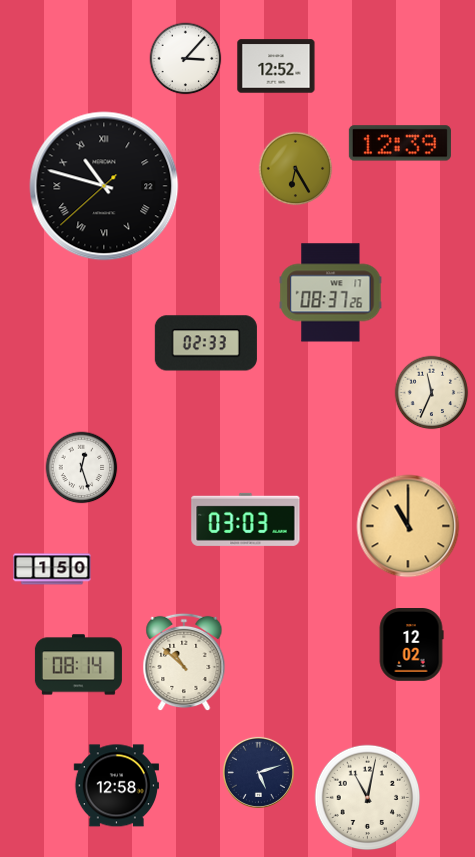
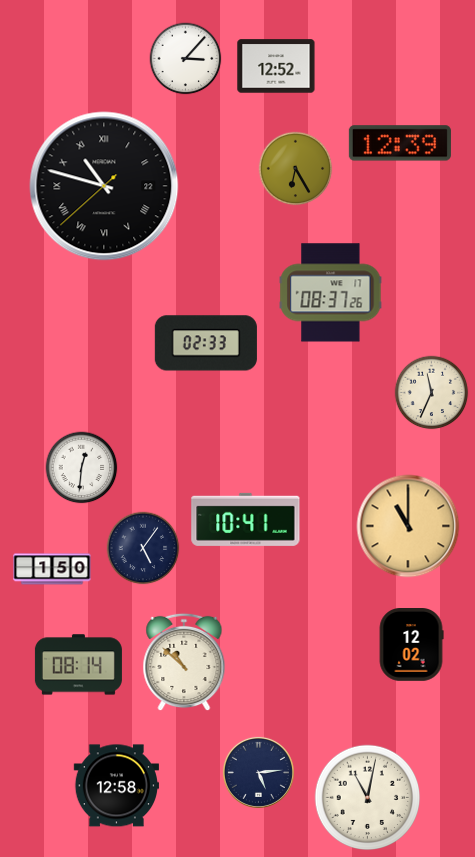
clock at (82, 468): 12:27 -> 12:31
clock at (246, 519): 03:03 -> 10:41
clock at (143, 548): none -> 5:06
clock at (258, 772): 5:12 -> 5:14
